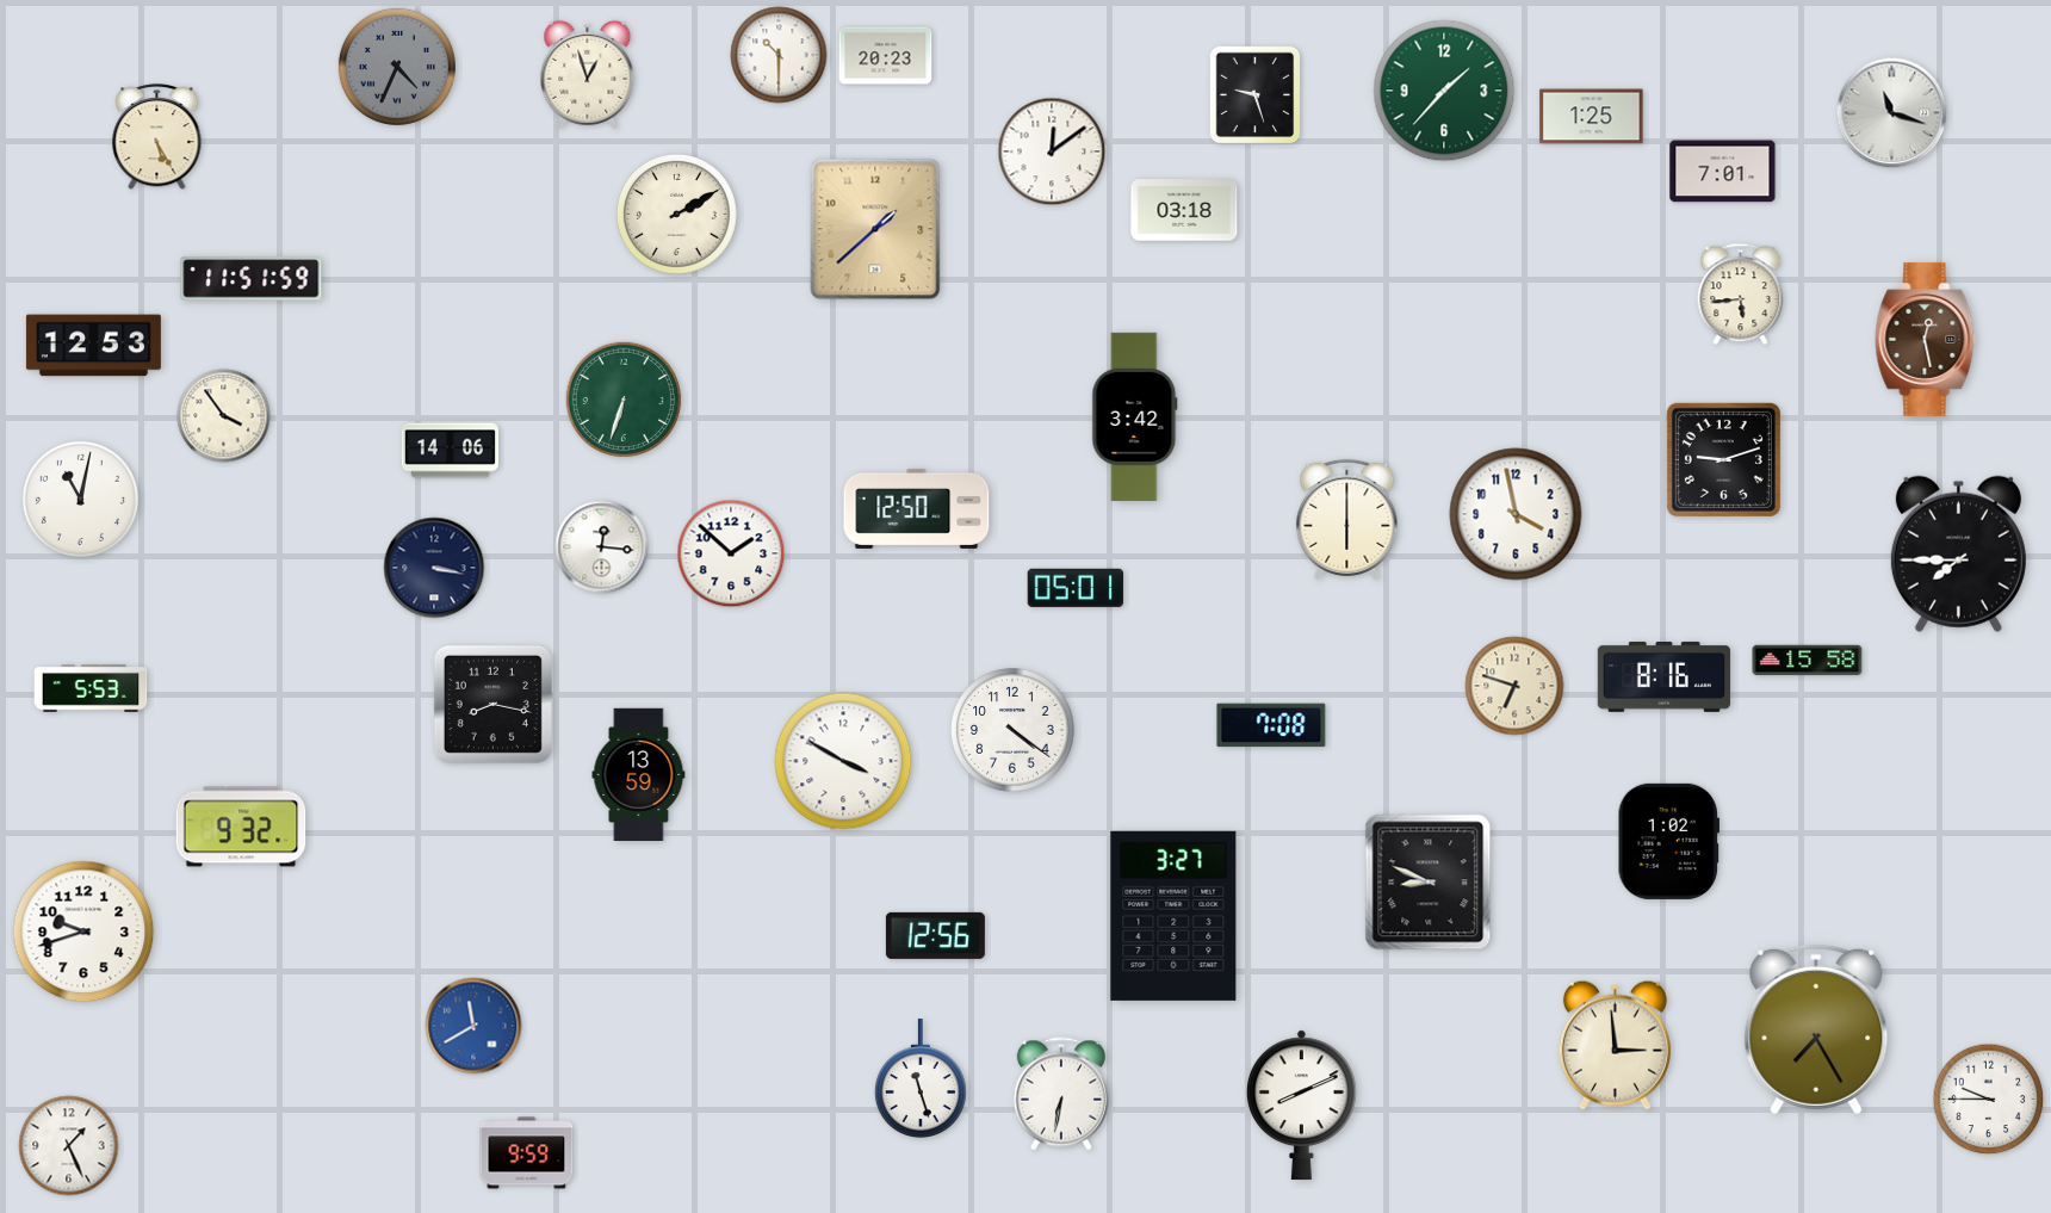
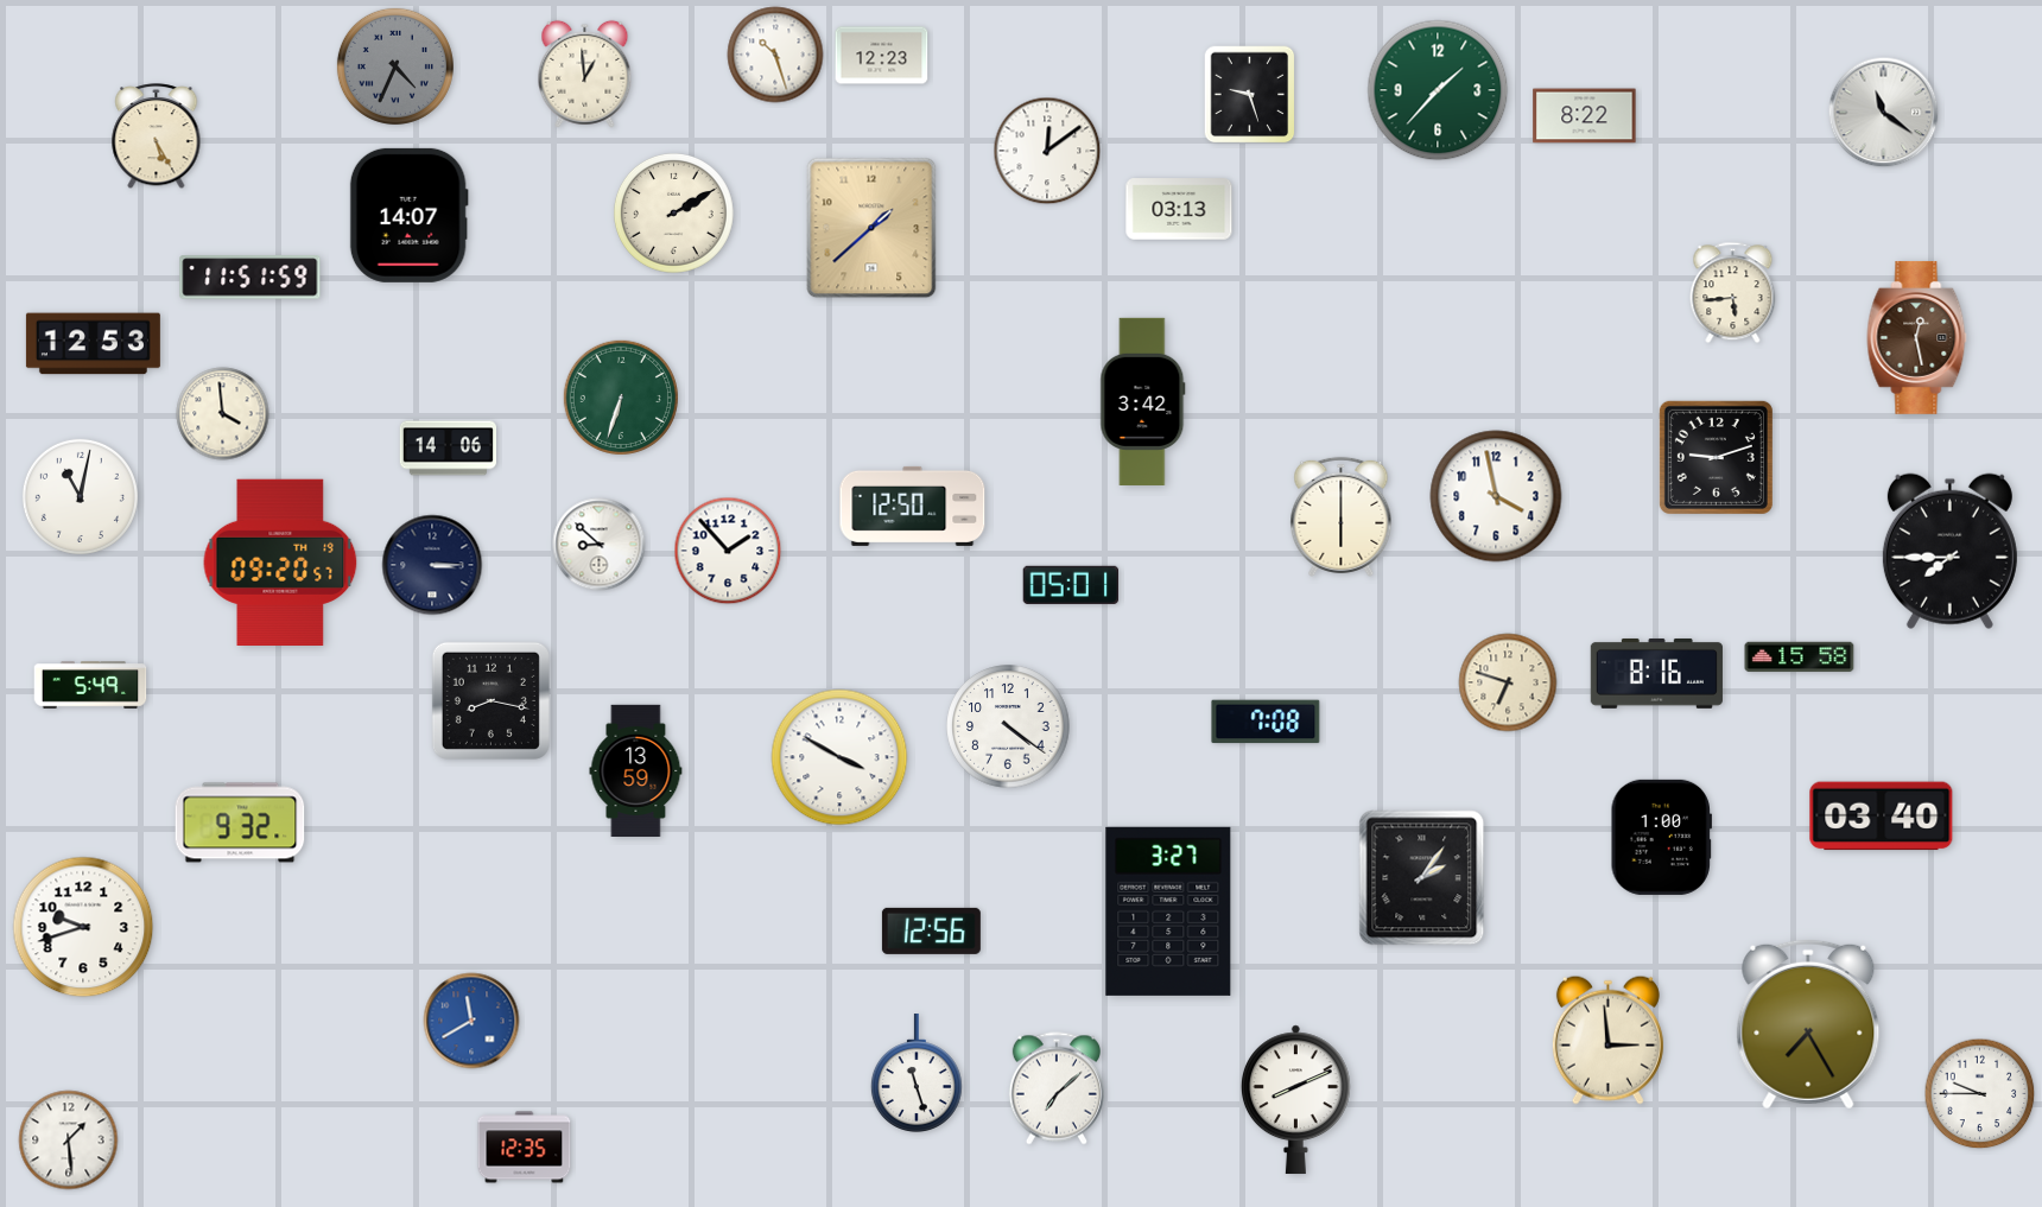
clock at (779, 55): 10:30 -> 10:27
clock at (886, 56): 20:23 -> 12:23
clock at (588, 74): 12:57 -> 12:59
clock at (1892, 113): 11:18 -> 11:21
clock at (1592, 117): 1:25 -> 8:22
clock at (1723, 172): 7:01 -> none
clock at (1184, 210): 03:18 -> 03:13
clock at (408, 215): none -> 14:07
clock at (224, 416): 3:54 -> 3:59
clock at (1135, 416) position: (1135, 416) -> (1143, 401)
clock at (1516, 514) position: (1516, 514) -> (1496, 496)
clock at (602, 547): 12:16 -> 8:52
clock at (731, 553): 1:52 -> 1:53
clock at (280, 561): none -> 09:20
clock at (434, 568): 3:17 -> 3:15
clock at (91, 688): 5:53 -> 5:49
clock at (1882, 817): none -> 03:40
clock at (1668, 841): 1:02 -> 1:00
clock at (1429, 883): 8:49 -> 2:06
clock at (1061, 1094): 6:32 -> 7:08
clock at (69, 1146): 1:26 -> 1:29
clock at (527, 1153): 9:59 -> 12:35
